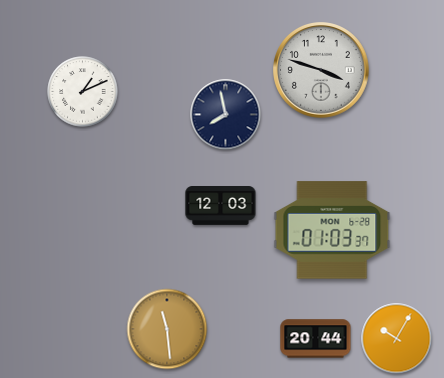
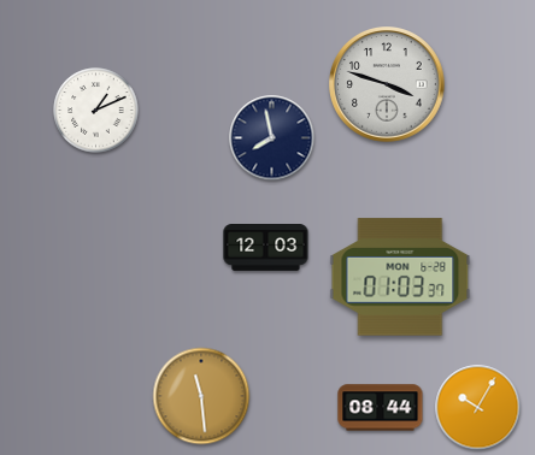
clock at (83, 92) position: (83, 92) -> (96, 111)
clock at (316, 339): 20:44 -> 08:44
